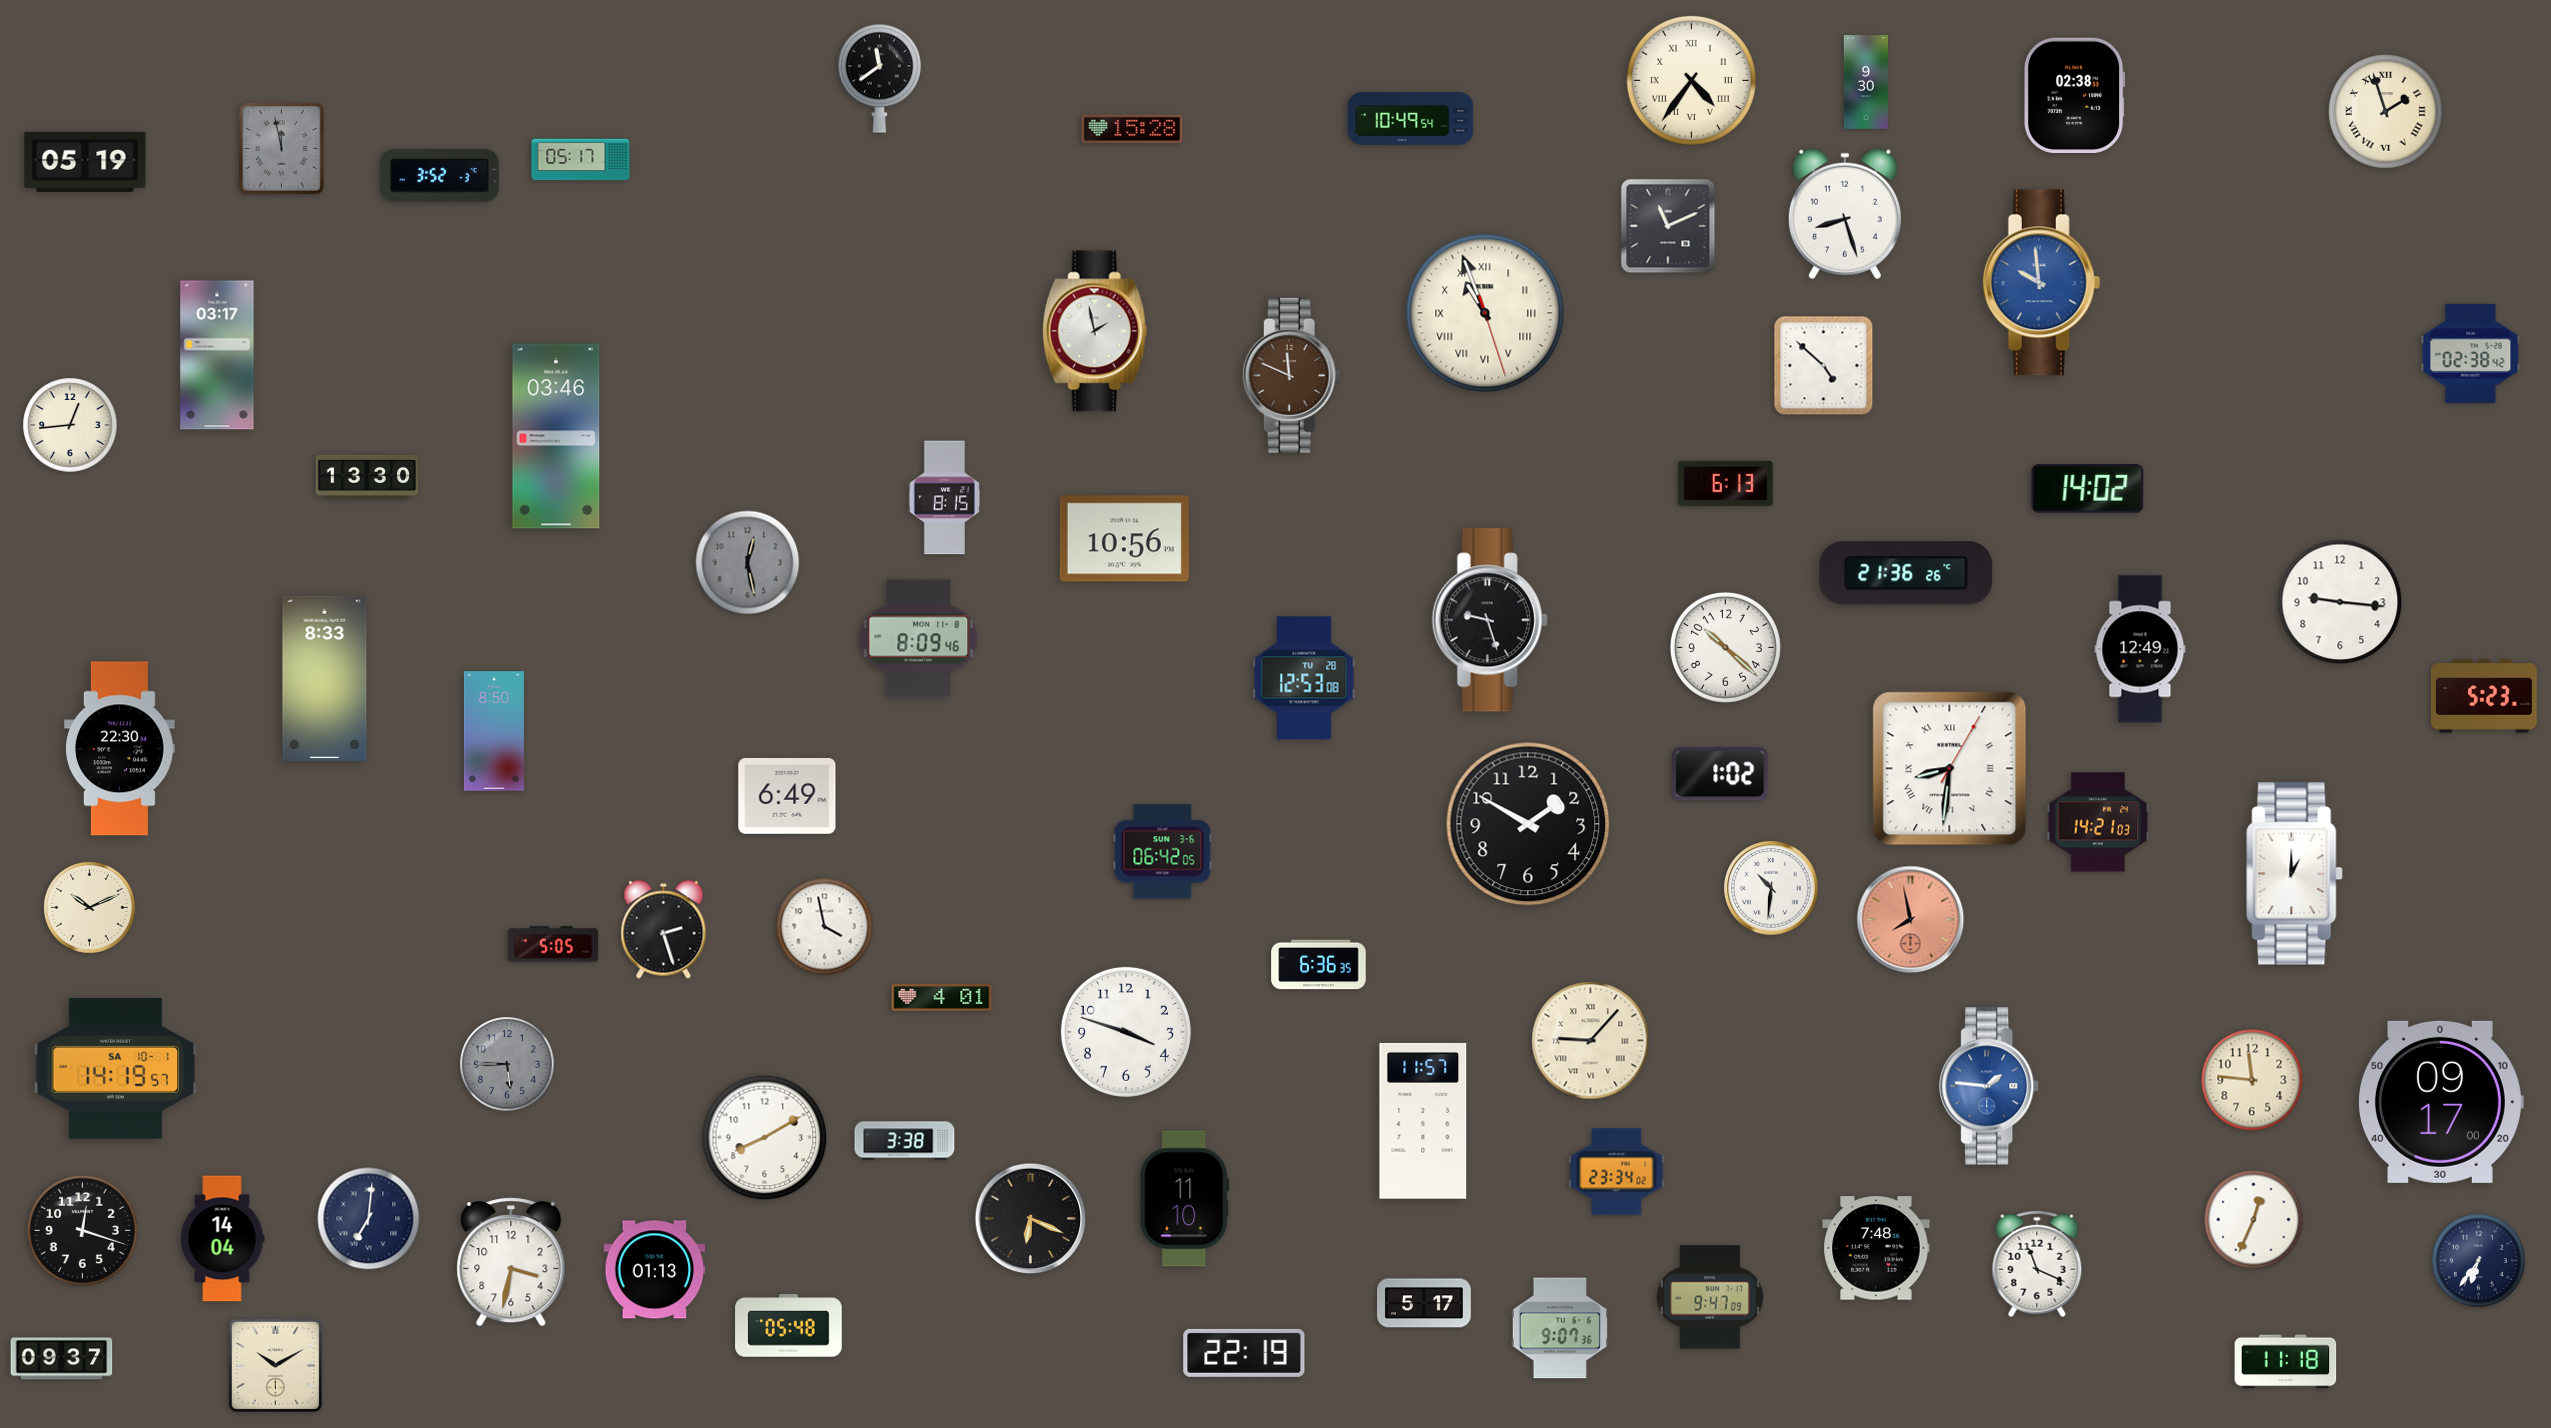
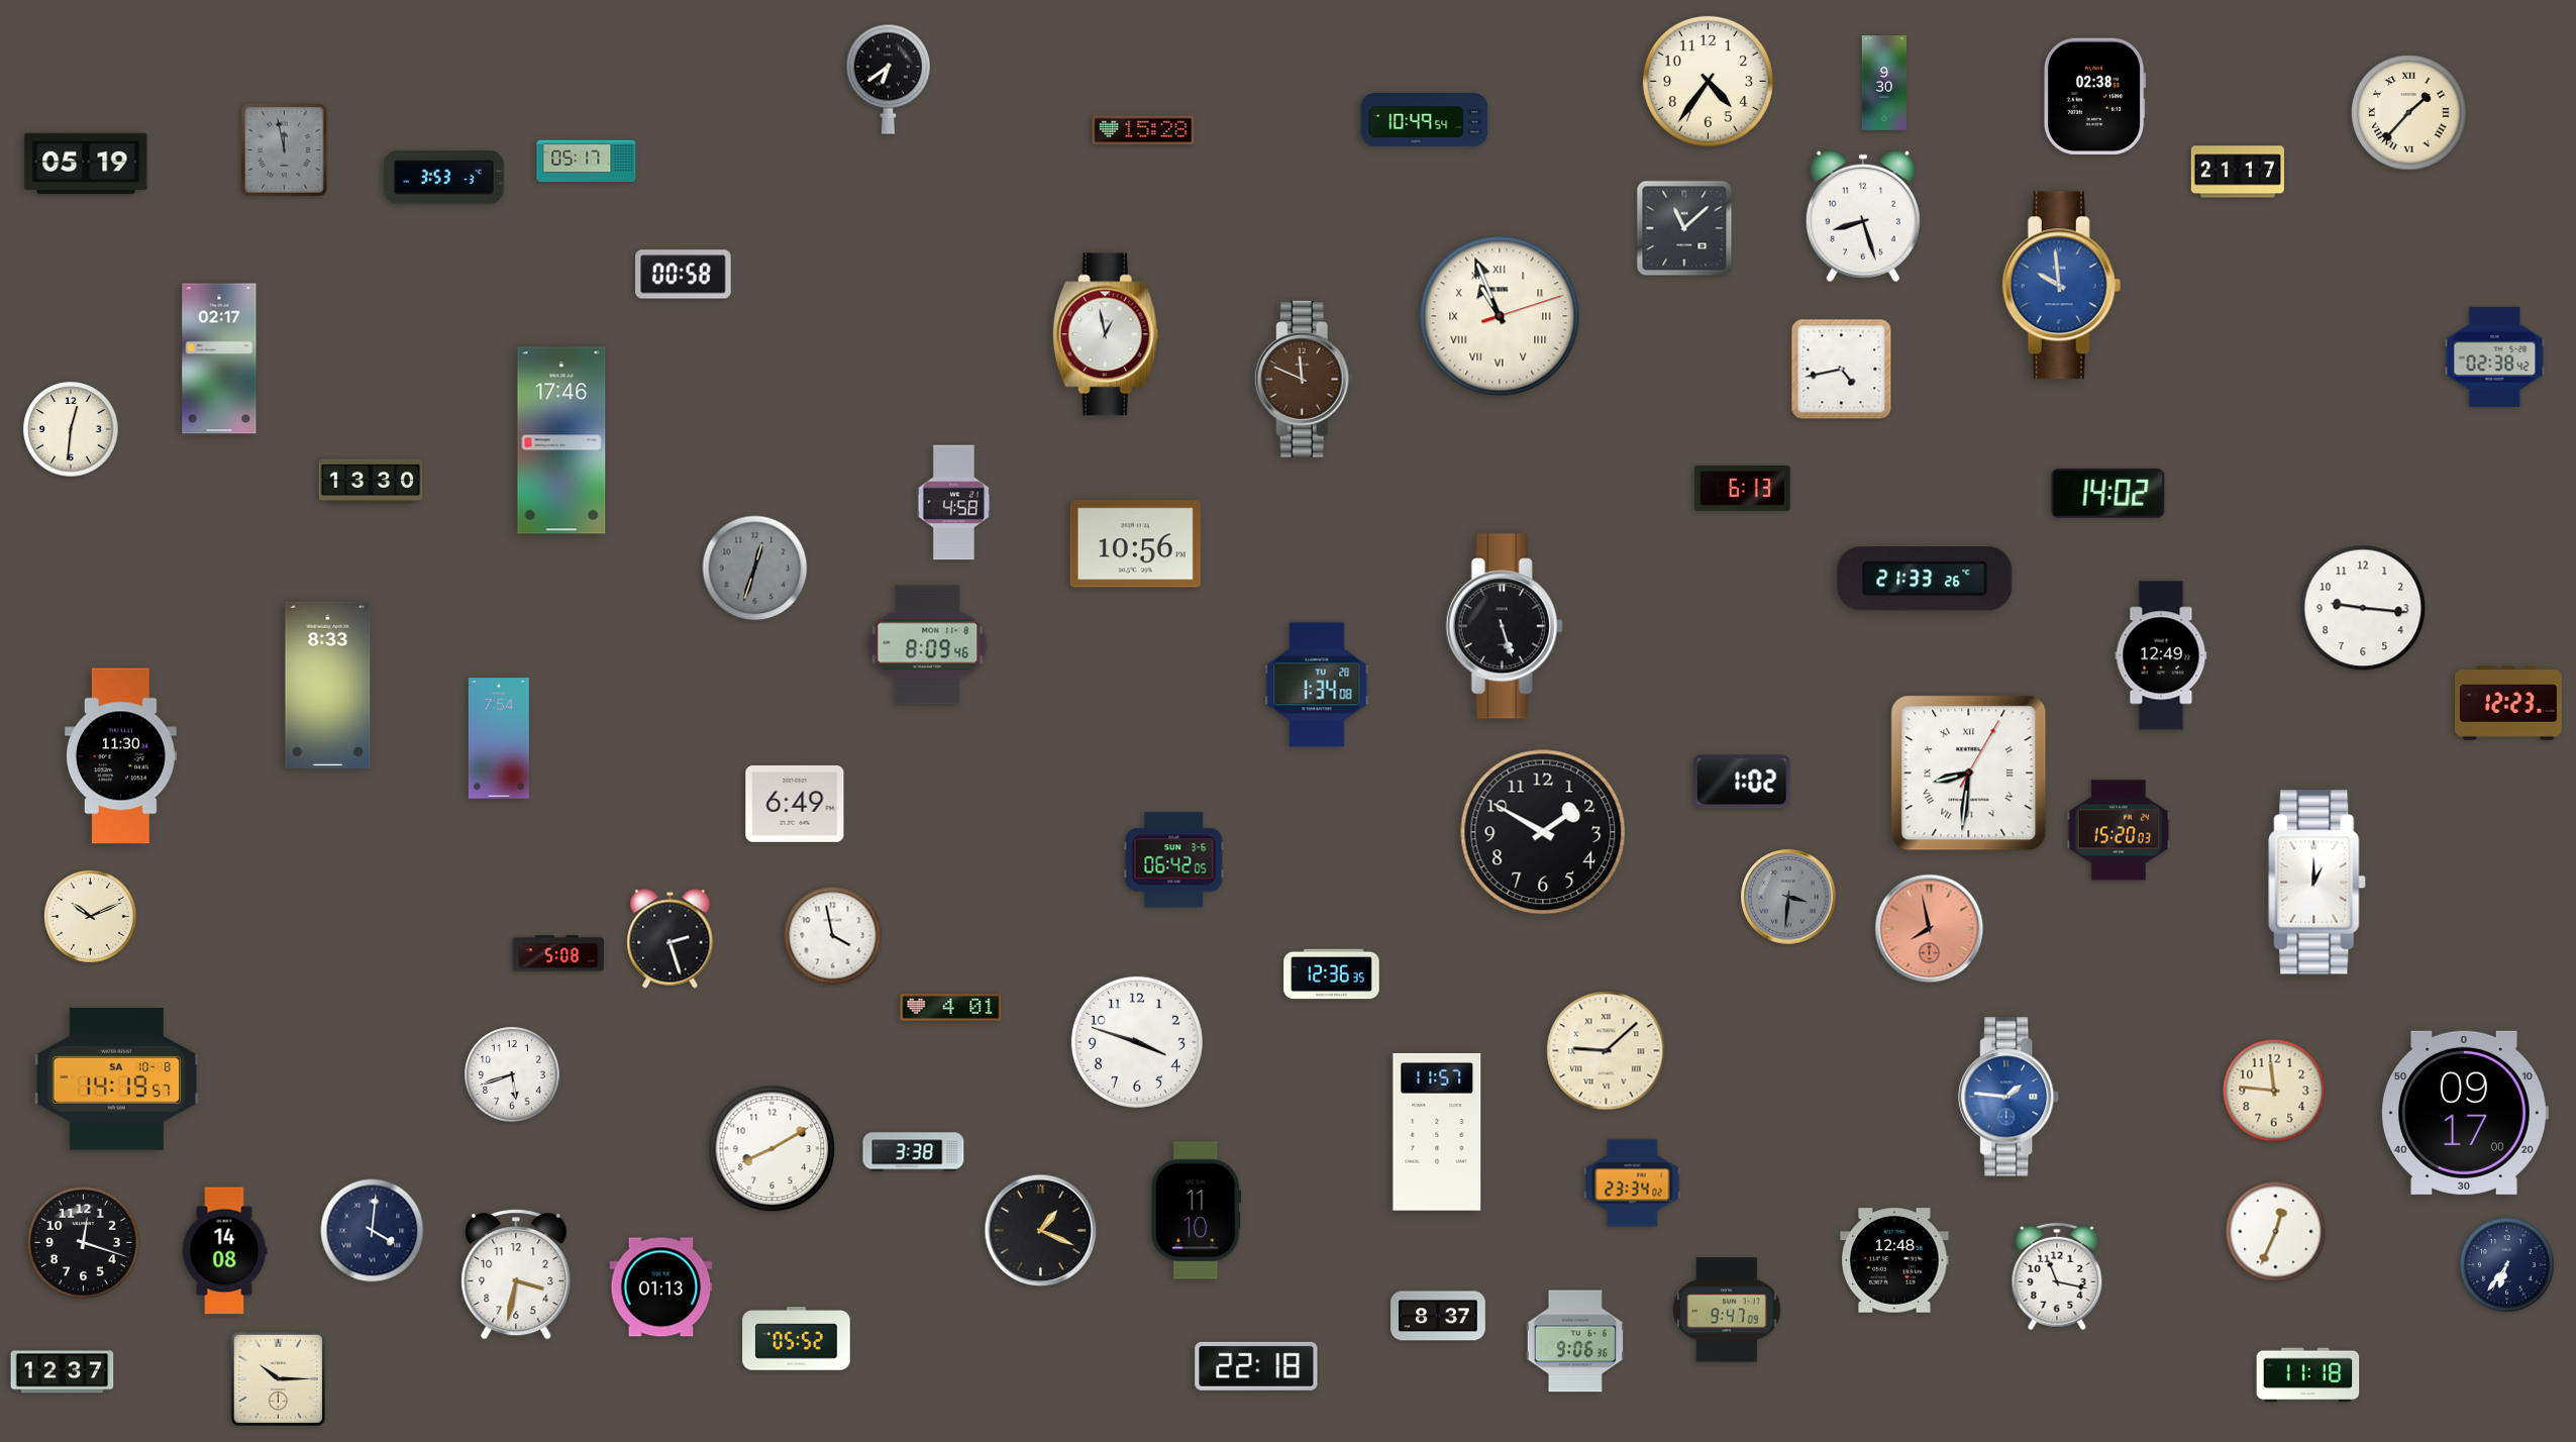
clock at (879, 78): 11:39 -> 6:39
clock at (1691, 80) numerals: Roman -> Arabic
clock at (2386, 112): 1:57 -> 1:37
clock at (2238, 172): none -> 21:17
clock at (440, 176): 3:52 -> 3:53
clock at (1668, 226): 11:11 -> 11:08
clock at (684, 275): none -> 00:58
clock at (1485, 313): 10:56:27 -> 10:56:12
clock at (1095, 331): 1:58 -> 12:58
clock at (217, 355): 03:17 -> 02:17
clock at (1824, 366): 4:52 -> 4:43
clock at (70, 425): 12:44 -> 12:31
clock at (556, 436): 03:46 -> 17:46
clock at (944, 498): 8:15 -> 4:58
clock at (748, 563): 12:28 -> 12:33
clock at (1906, 573): 21:36 -> 21:33
clock at (1490, 620): 9:27 -> 5:27
clock at (1725, 647): 10:22 -> none
clock at (1304, 678): 12:53 -> 1:34
clock at (2484, 696): 5:23 -> 12:23
clock at (494, 731): 8:50 -> 7:54
clock at (119, 749): 22:30 -> 11:30
clock at (1950, 769) position: (1950, 769) -> (1969, 774)
clock at (1720, 774) position: (1720, 774) -> (1742, 782)
clock at (2098, 822): 14:21 -> 15:20
clock at (1771, 888): 10:31 -> 3:31
clock at (1771, 888) dial: white -> grey
clock at (553, 944): 5:05 -> 5:08
clock at (1319, 965): 6:36 -> 12:36
clock at (1591, 1041): 9:07 -> 9:08
clock at (507, 1064): 5:45 -> 5:42
clock at (507, 1064) dial: grey -> white
clock at (116, 1068) date: SA 10-1 -> SA 10-8
clock at (369, 1219): 7:01 -> 4:01
clock at (1031, 1219): 6:19 -> 1:19
clock at (222, 1239): 14:04 -> 14:08
clock at (1876, 1248): 7:48 -> 12:48
clock at (2479, 1261) position: (2479, 1261) -> (2507, 1265)
clock at (2037, 1264): 11:19 -> 11:17
clock at (655, 1270) position: (655, 1270) -> (661, 1287)
clock at (1424, 1303): 5:17 -> 8:37
clock at (789, 1326): 05:48 -> 05:52
clock at (1560, 1328): 9:07 -> 9:06
clock at (1244, 1353): 22:19 -> 22:18
clock at (62, 1359): 09:37 -> 12:37
clock at (275, 1365): 10:10 -> 10:15
